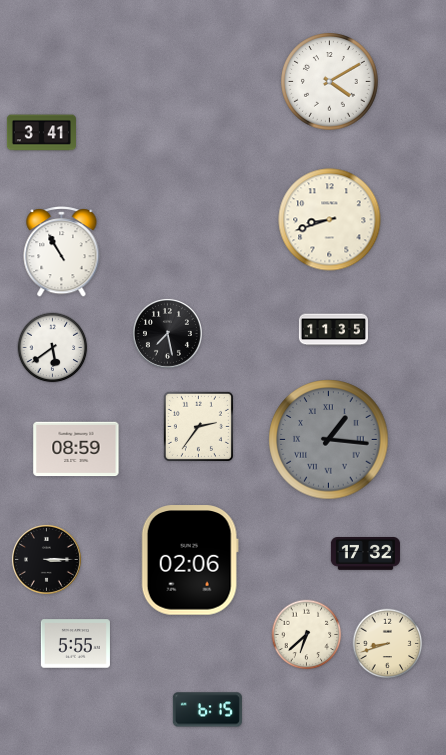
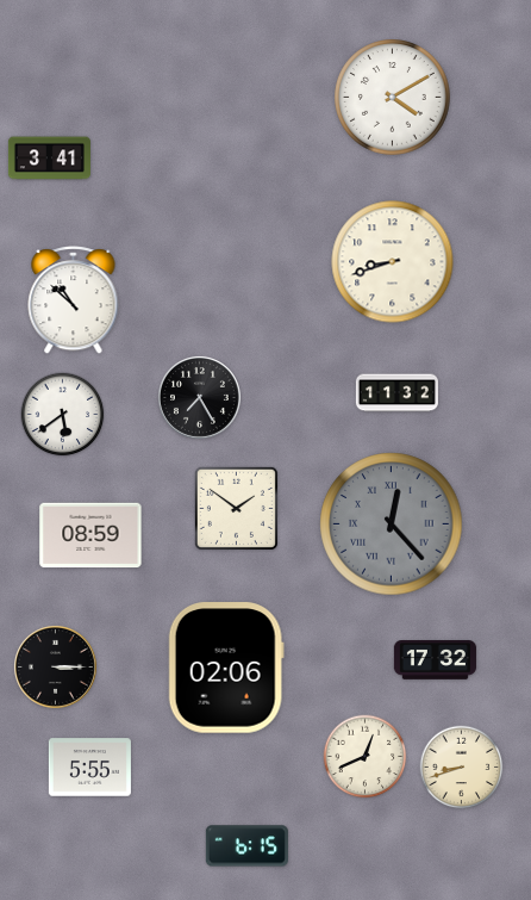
clock at (62, 252): 10:55 -> 10:52
clock at (333, 330): 11:35 -> 11:32
clock at (167, 333): 7:28 -> 7:25
clock at (198, 426): 2:36 -> 1:51
clock at (329, 440): 1:16 -> 12:23
clock at (307, 635): 6:38 -> 12:41
